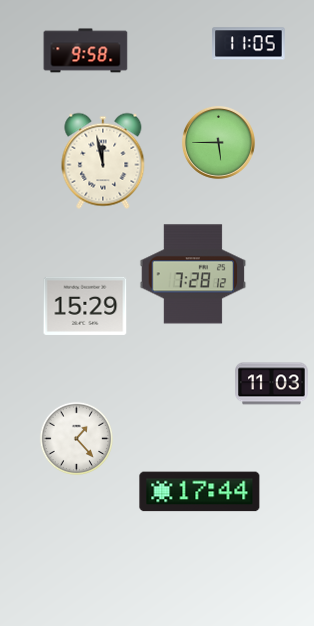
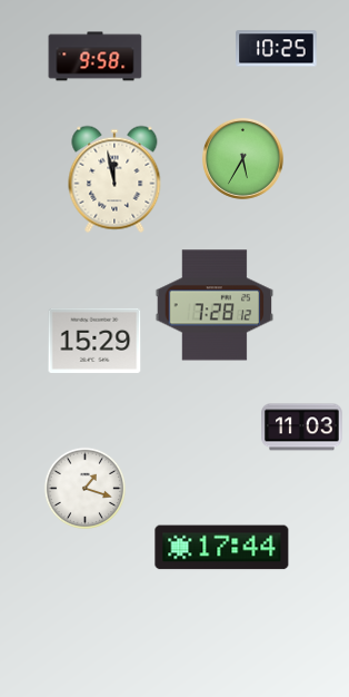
clock at (249, 44): 11:05 -> 10:25
clock at (218, 142): 5:45 -> 5:35
clock at (77, 439): 1:23 -> 1:18
